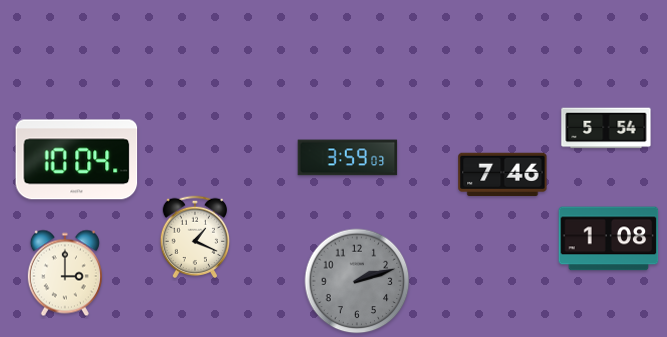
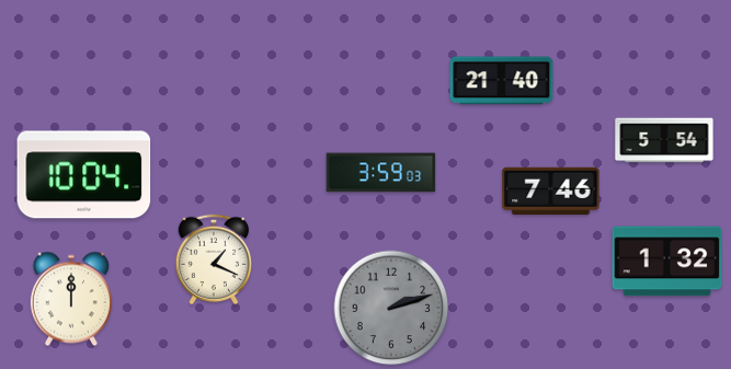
clock at (502, 81): none -> 21:40
clock at (609, 239): 1:08 -> 1:32
clock at (65, 273): 3:00 -> 12:00
